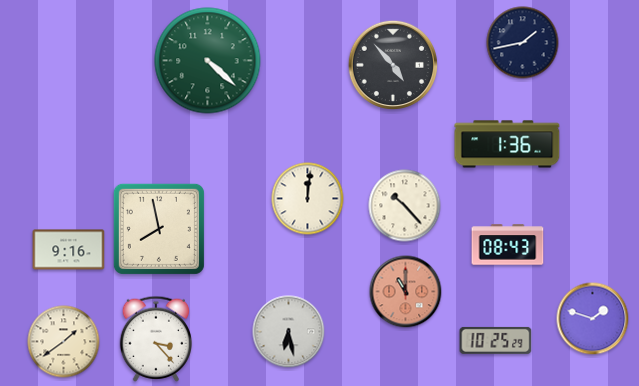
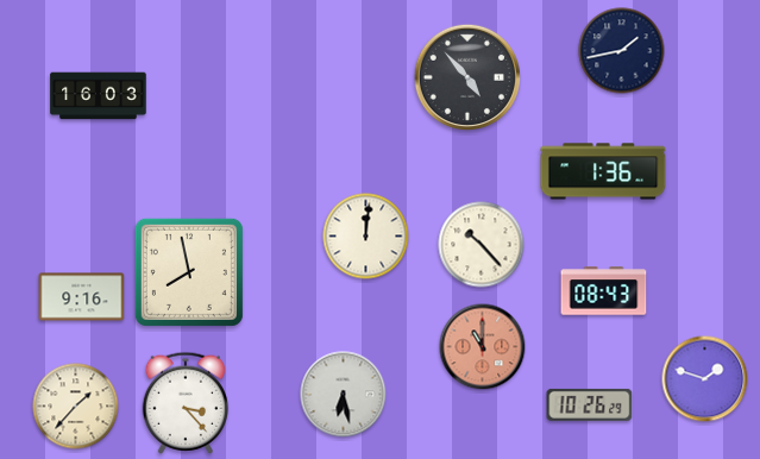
clock at (208, 61): 4:22 -> none
clock at (99, 96): none -> 16:03
clock at (496, 340): 10:25 -> 10:26
clock at (64, 342): 1:39 -> 1:37
